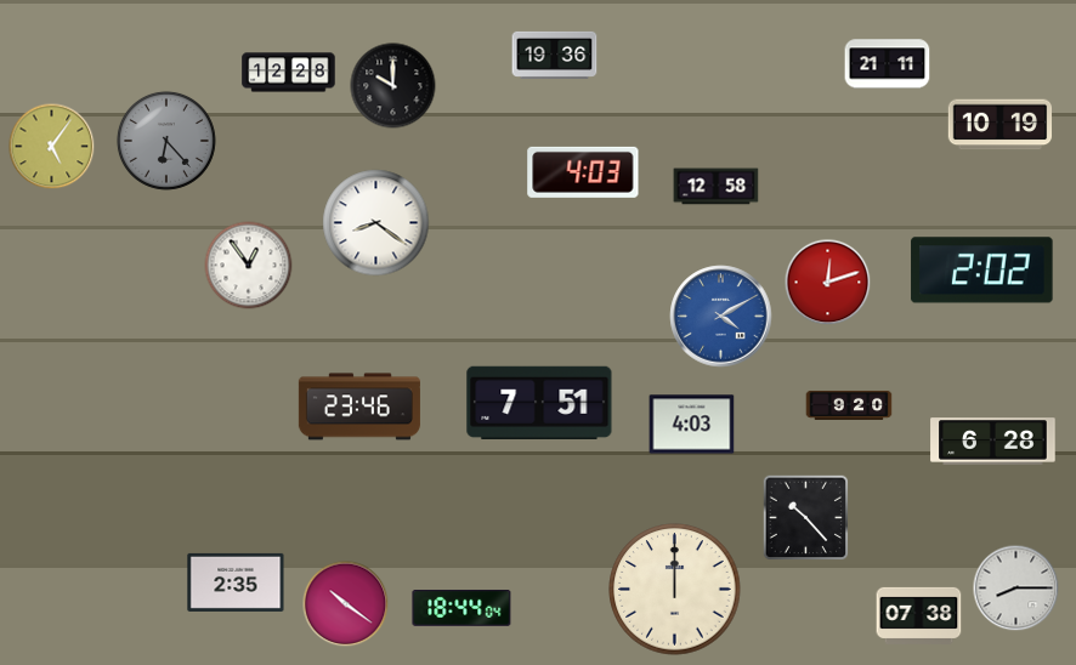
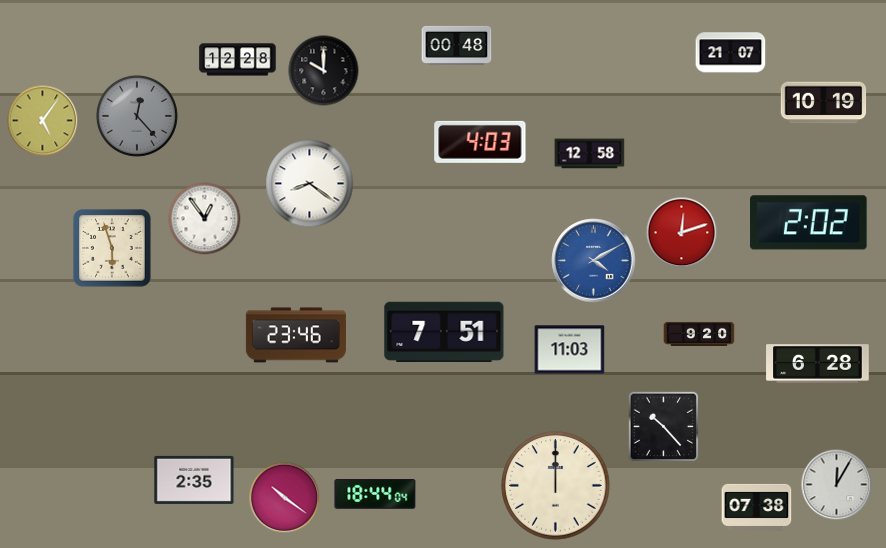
clock at (555, 55): 19:36 -> 00:48
clock at (888, 64): 21:11 -> 21:07
clock at (166, 141): 6:23 -> 12:23
clock at (112, 248): none -> 5:57
clock at (692, 425): 4:03 -> 11:03
clock at (1016, 589): 8:15 -> 12:05
clock at (461, 609) position: (461, 609) -> (375, 495)
